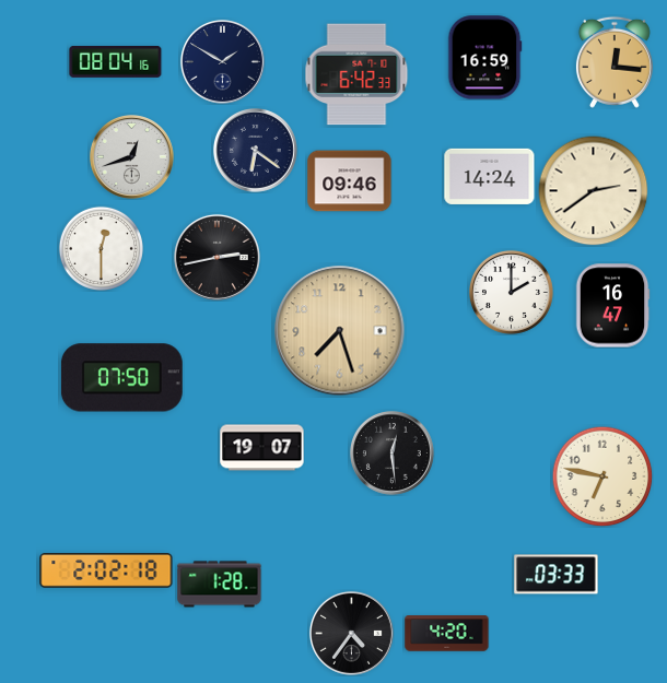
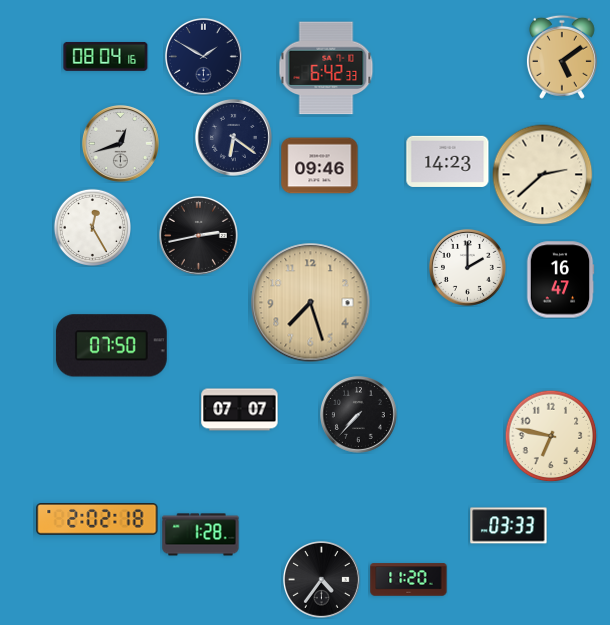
clock at (484, 58): 16:59 -> none
clock at (615, 62): 12:16 -> 5:09
clock at (490, 176): 14:24 -> 14:23
clock at (594, 191): 2:39 -> 2:38
clock at (101, 248): 12:30 -> 12:25
clock at (262, 448): 19:07 -> 07:07
clock at (391, 452): 12:29 -> 7:37
clock at (106, 572) position: (106, 572) -> (97, 520)
clock at (447, 634): 4:20 -> 11:20
